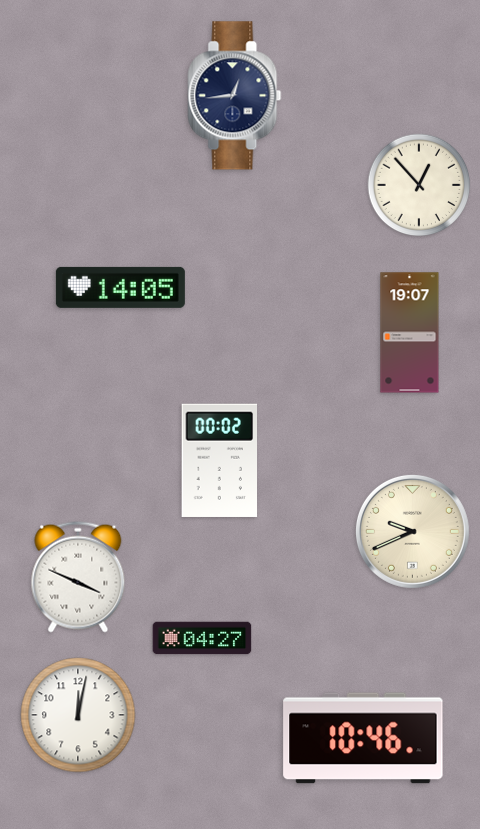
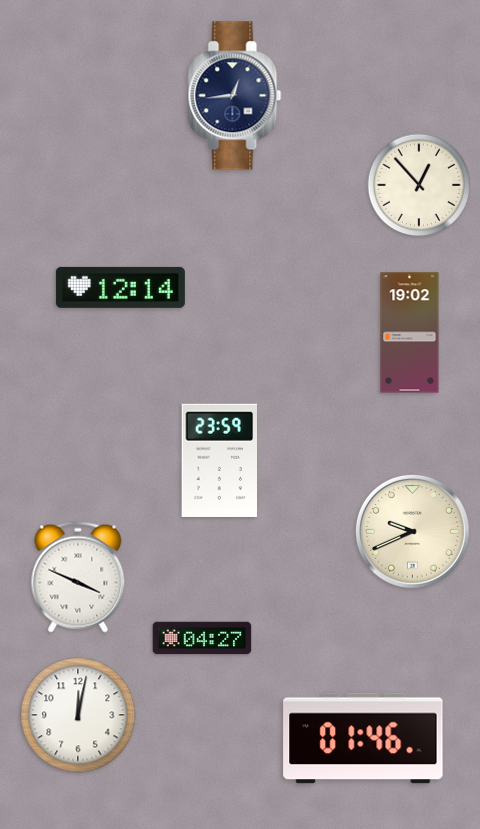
clock at (120, 287): 14:05 -> 12:14
clock at (410, 333): 19:07 -> 19:02
clock at (220, 460): 00:02 -> 23:59
clock at (363, 738): 10:46 -> 01:46
